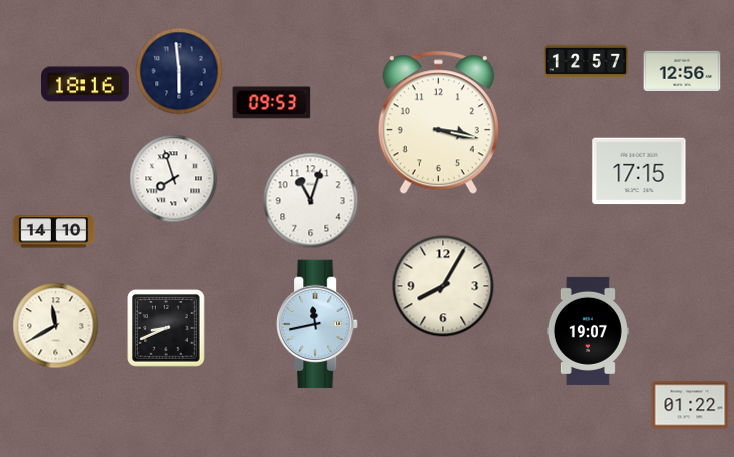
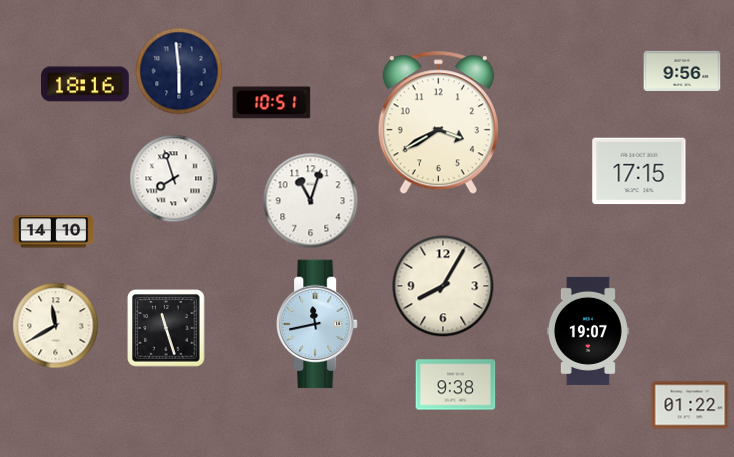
clock at (586, 61): 12:57 -> none
clock at (682, 70): 12:56 -> 9:56
clock at (272, 103): 09:53 -> 10:51
clock at (438, 123): 3:17 -> 3:40
clock at (166, 328): 8:41 -> 11:27
clock at (456, 385): none -> 9:38
